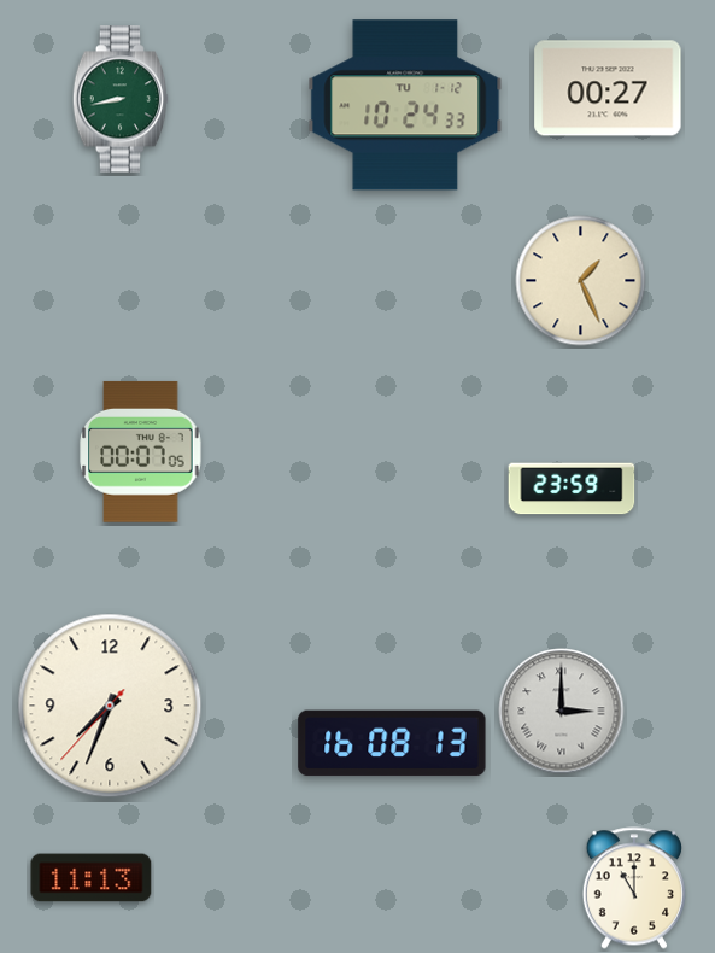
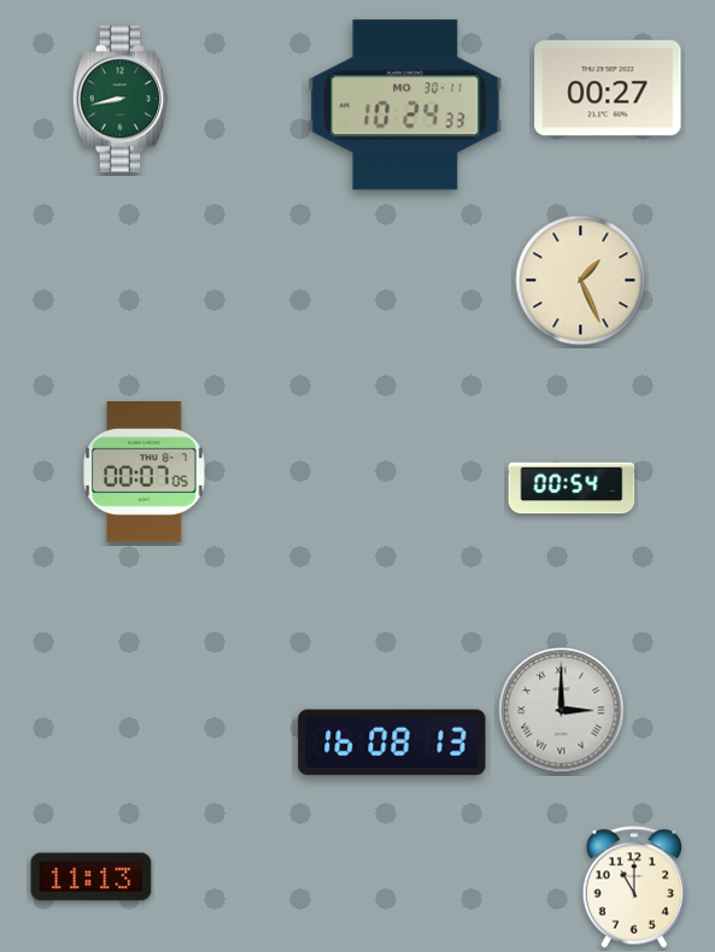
clock at (405, 105) date: TU 1-12 -> MO 30-11
clock at (141, 452) position: (141, 452) -> (145, 472)
clock at (572, 489): 23:59 -> 00:54
clock at (110, 706): 7:33 -> none
